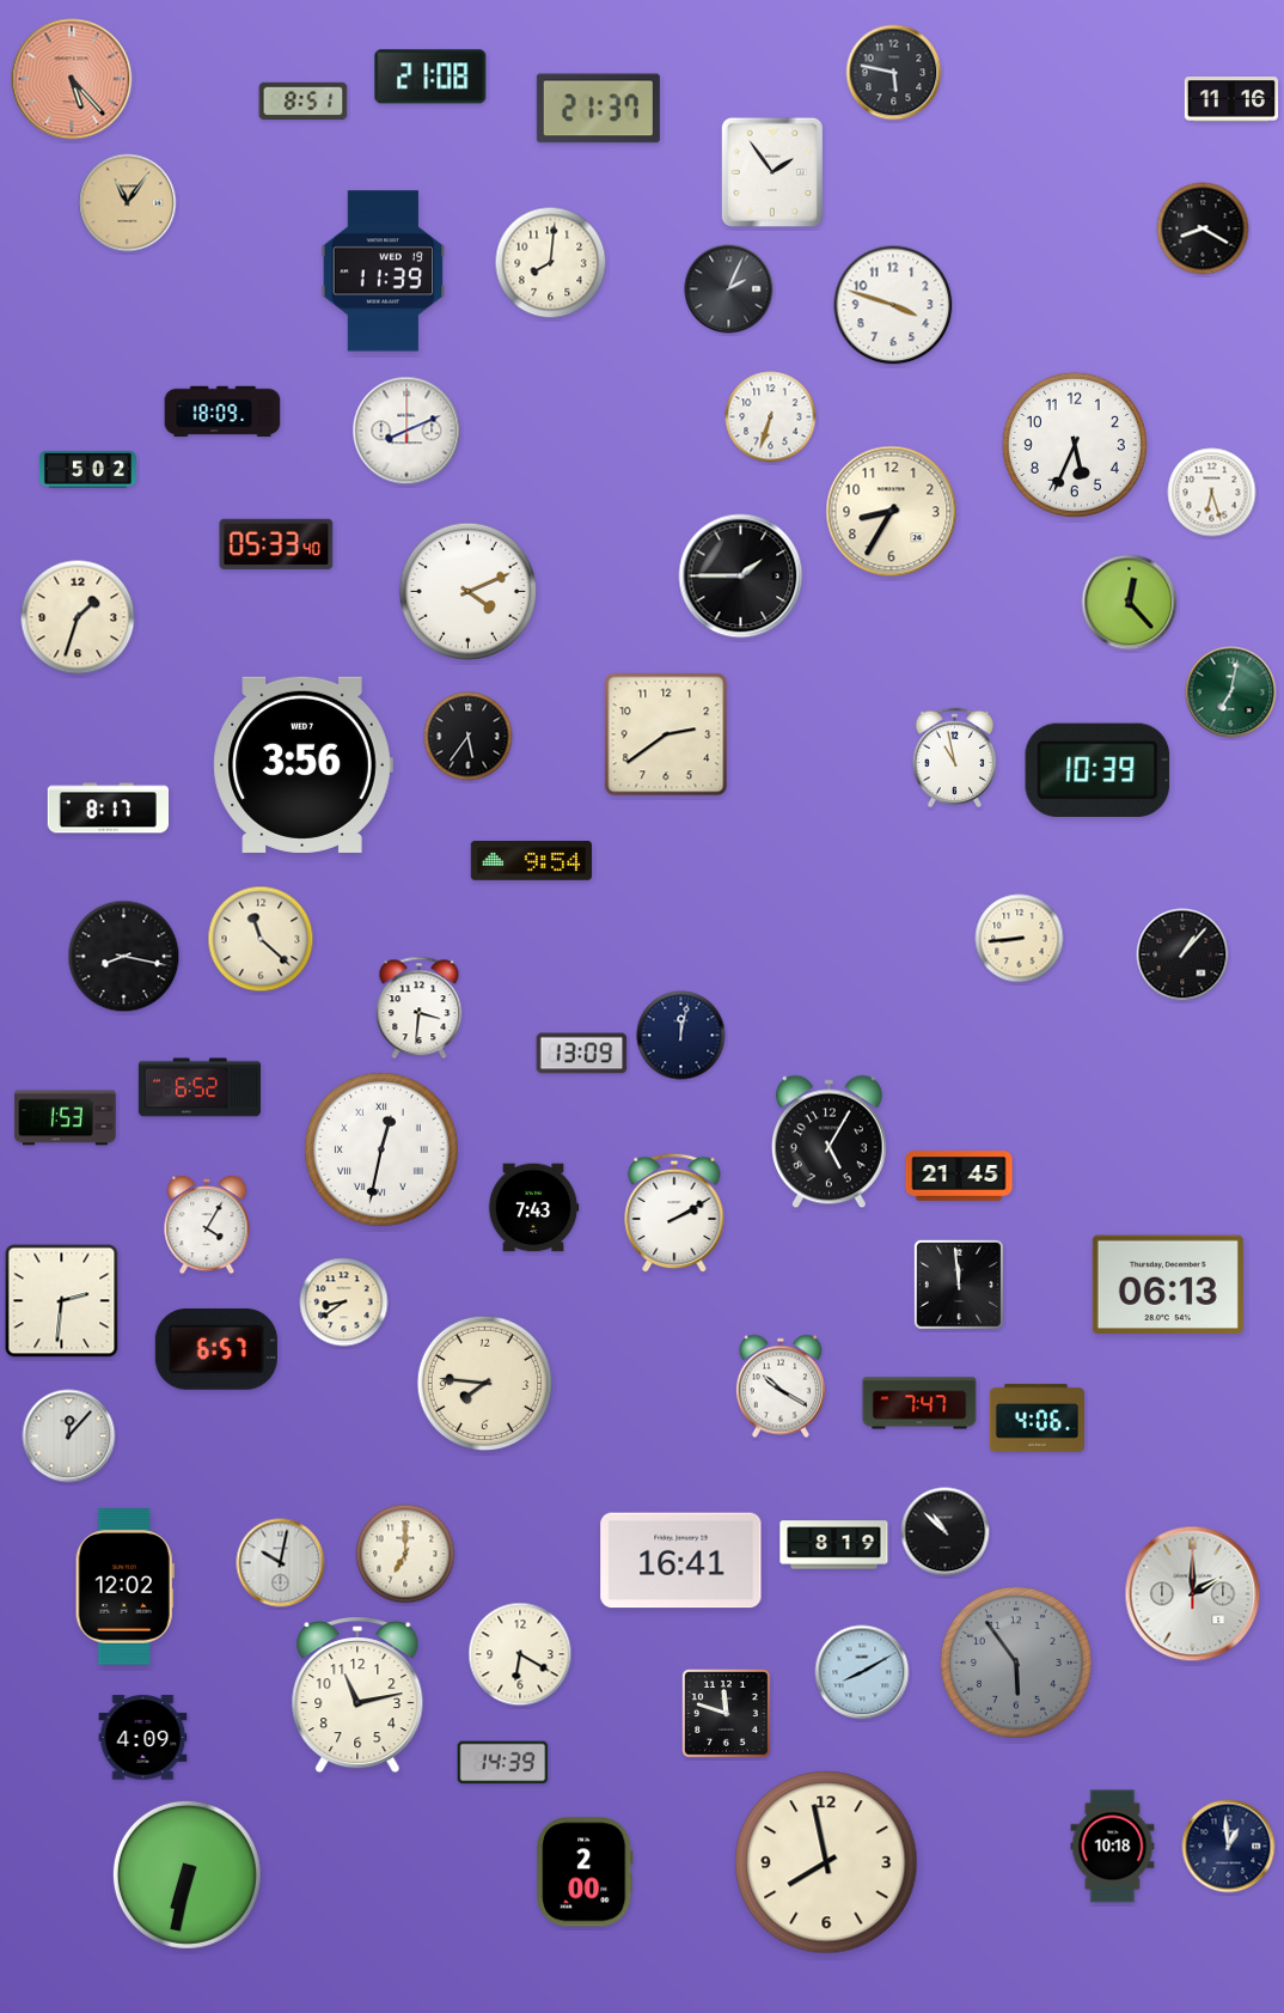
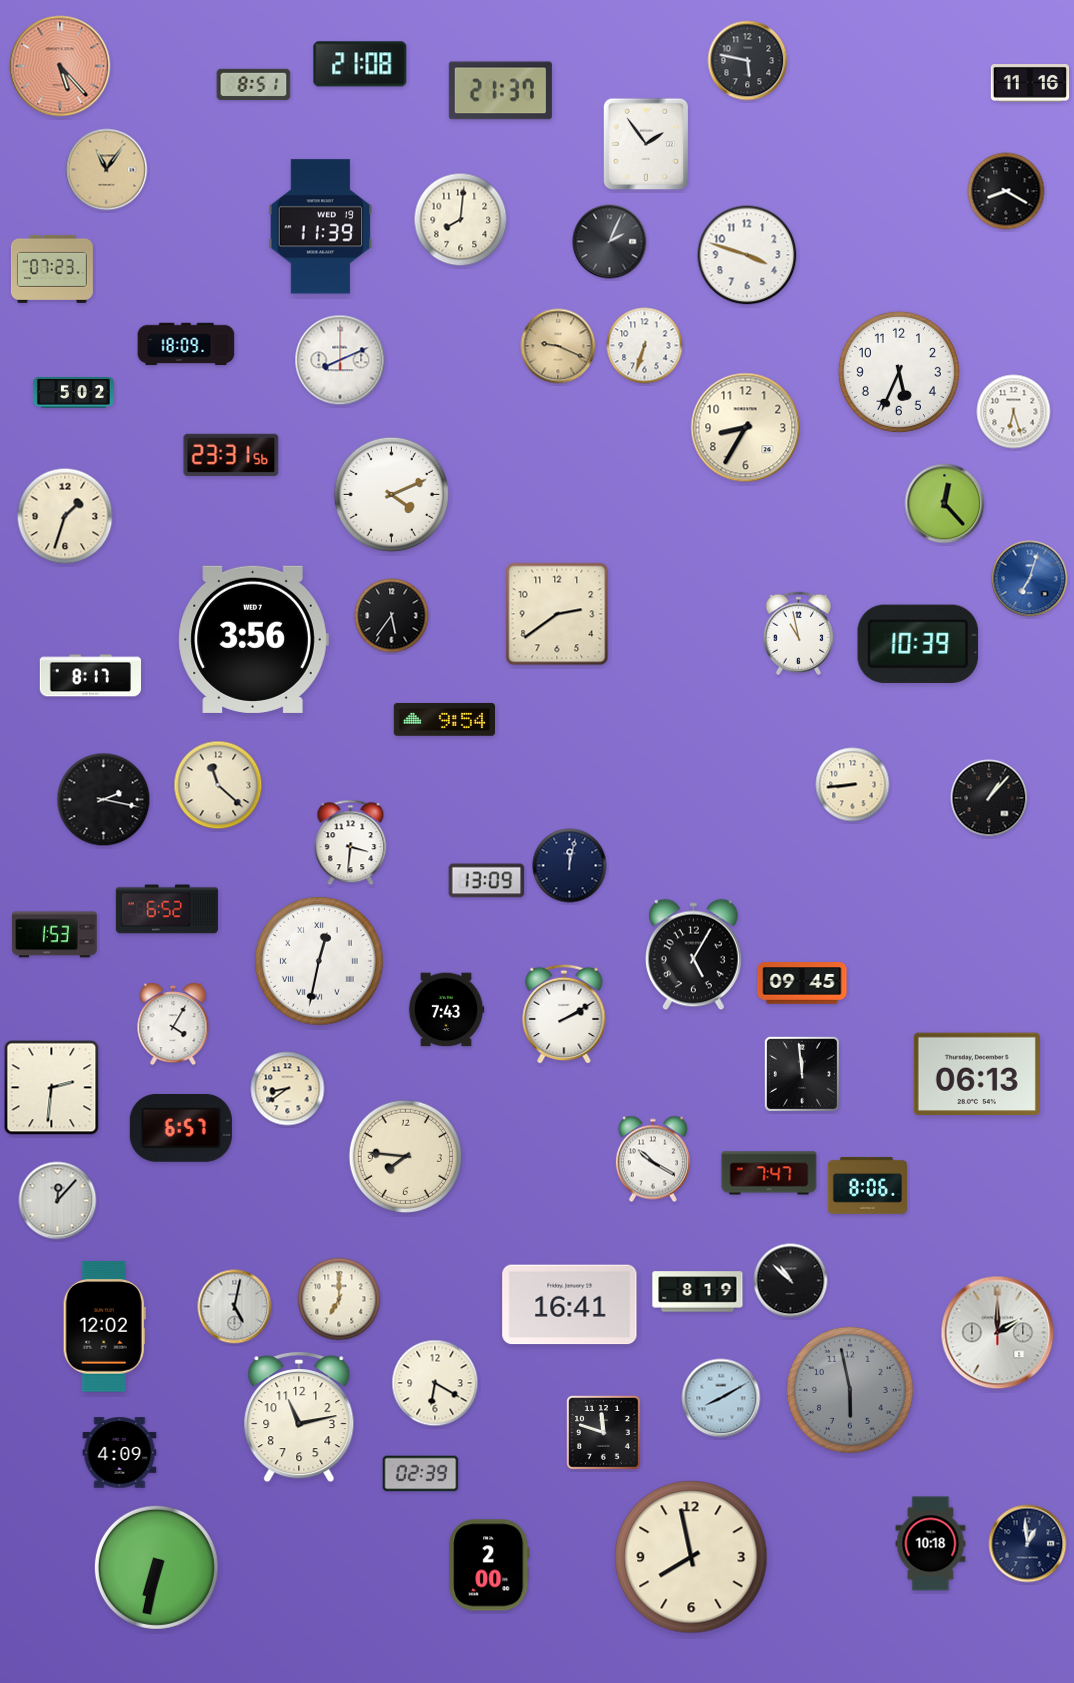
clock at (52, 269): none -> 07:23
clock at (558, 346): none -> 9:19
clock at (771, 417) position: (771, 417) -> (645, 346)
clock at (276, 544): 05:33 -> 23:31
clock at (741, 577): 1:45 -> none
clock at (1231, 693): 7:02 -> 7:03
clock at (1231, 693) dial: green -> blue
clock at (124, 957): 8:17 -> 2:17
clock at (959, 1176): 21:45 -> 09:45
clock at (1037, 1417): 4:06 -> 8:06
clock at (281, 1563): 10:02 -> 5:02
clock at (1016, 1663): 5:54 -> 5:58
clock at (727, 1714) position: (727, 1714) -> (604, 1433)
clock at (503, 1763): 14:39 -> 02:39
